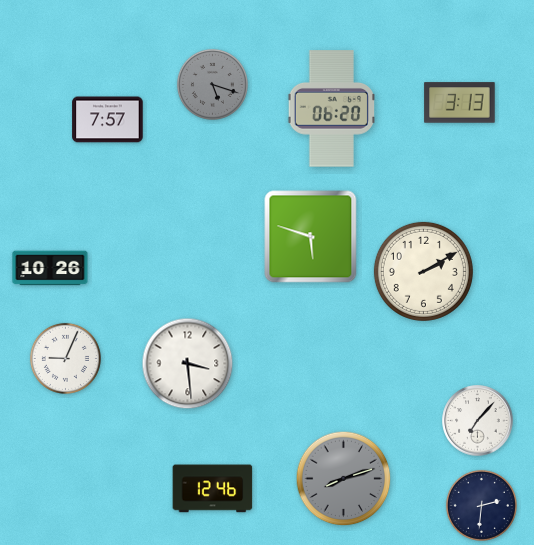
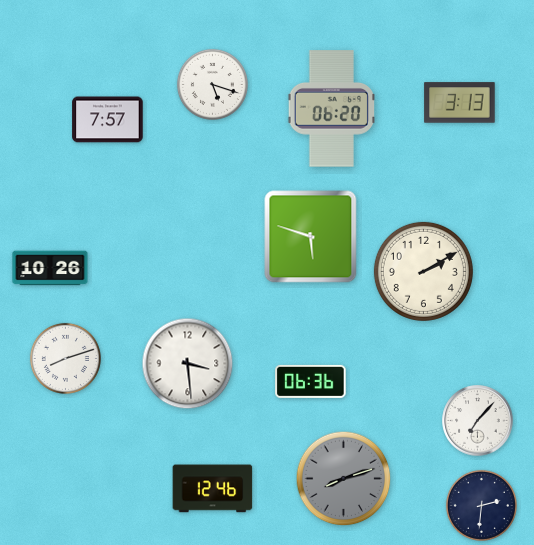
clock at (212, 84) dial: grey -> white
clock at (65, 358): 9:04 -> 8:12
clock at (311, 381): none -> 06:36
